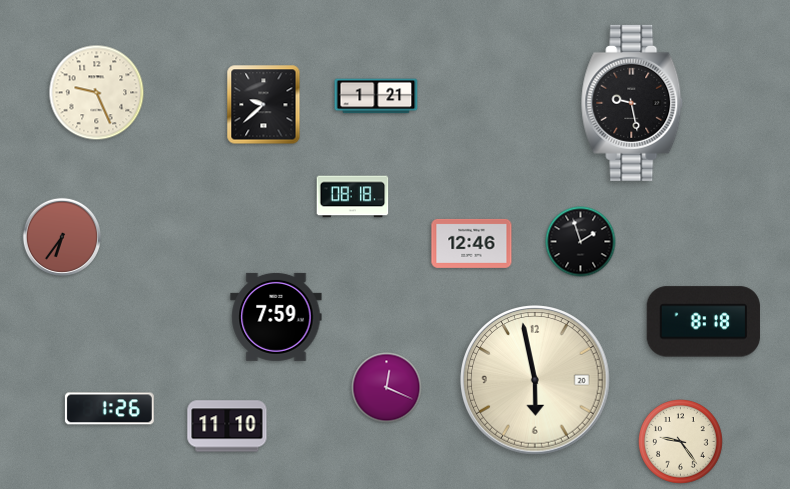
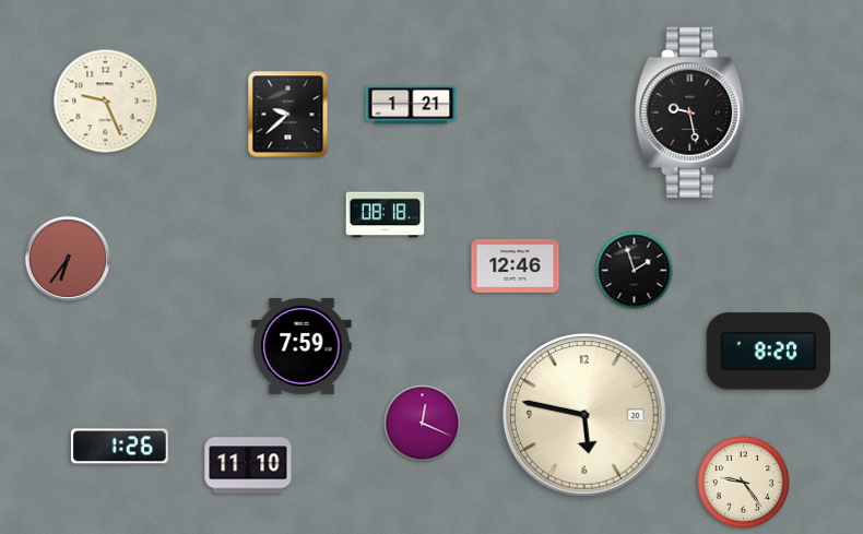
clock at (581, 242) position: (581, 242) -> (635, 271)
clock at (703, 322): 8:18 -> 8:20
clock at (535, 380): 5:58 -> 5:47
